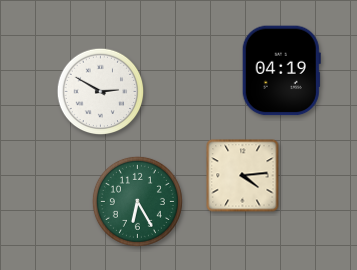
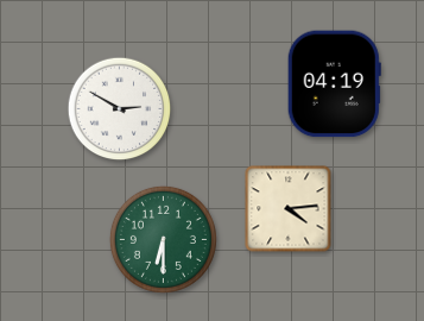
clock at (137, 201): 6:25 -> 6:30
